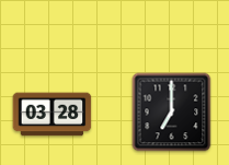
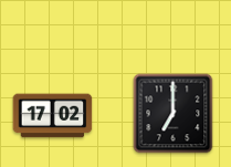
clock at (53, 115): 03:28 -> 17:02
